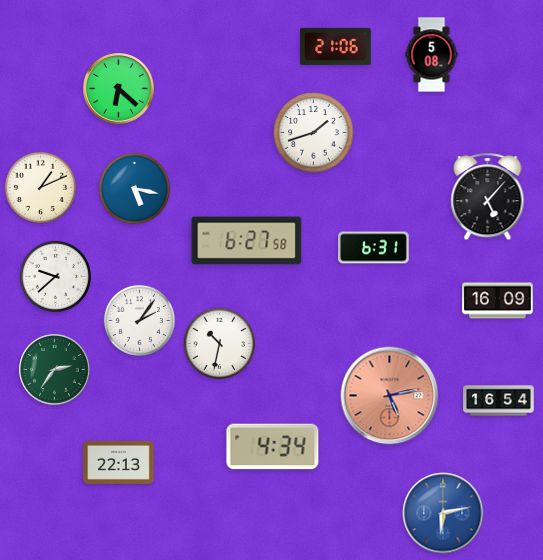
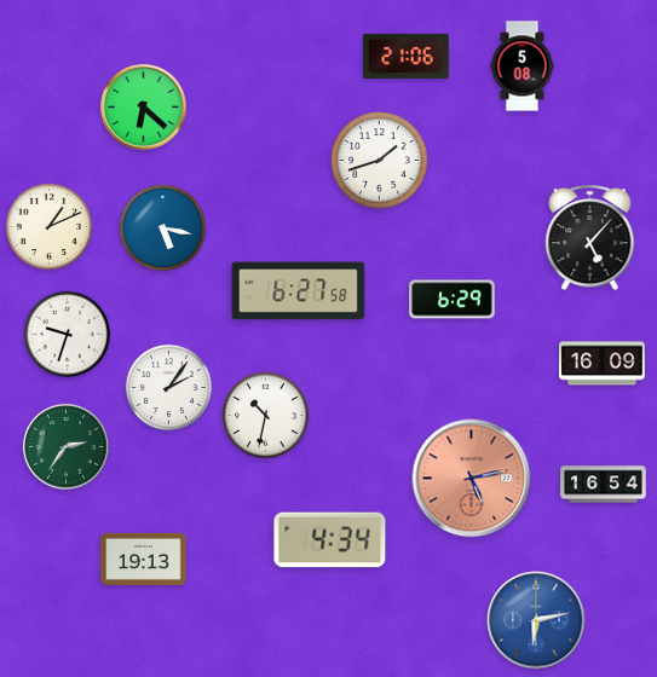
clock at (374, 248): 6:31 -> 6:29
clock at (55, 276): 9:38 -> 9:33
clock at (119, 462): 22:13 -> 19:13
